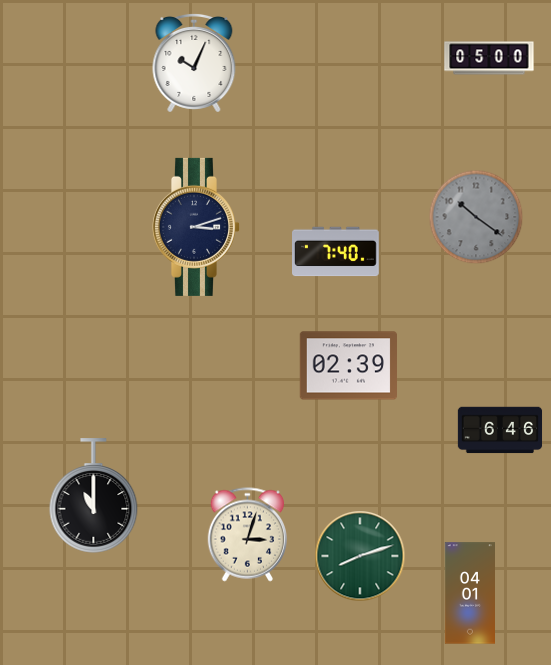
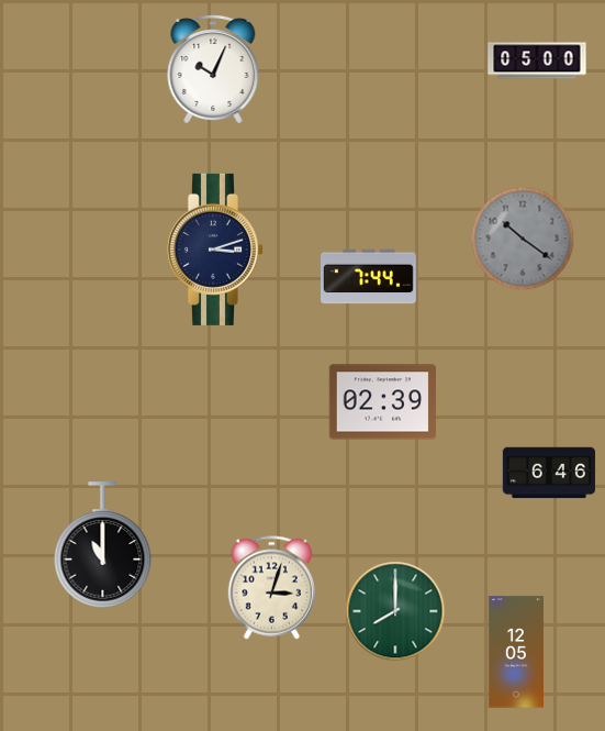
clock at (489, 58) position: (489, 58) -> (537, 60)
clock at (336, 252): 7:40 -> 7:44
clock at (360, 556): 8:12 -> 8:00
clock at (470, 593): 04:01 -> 12:05
